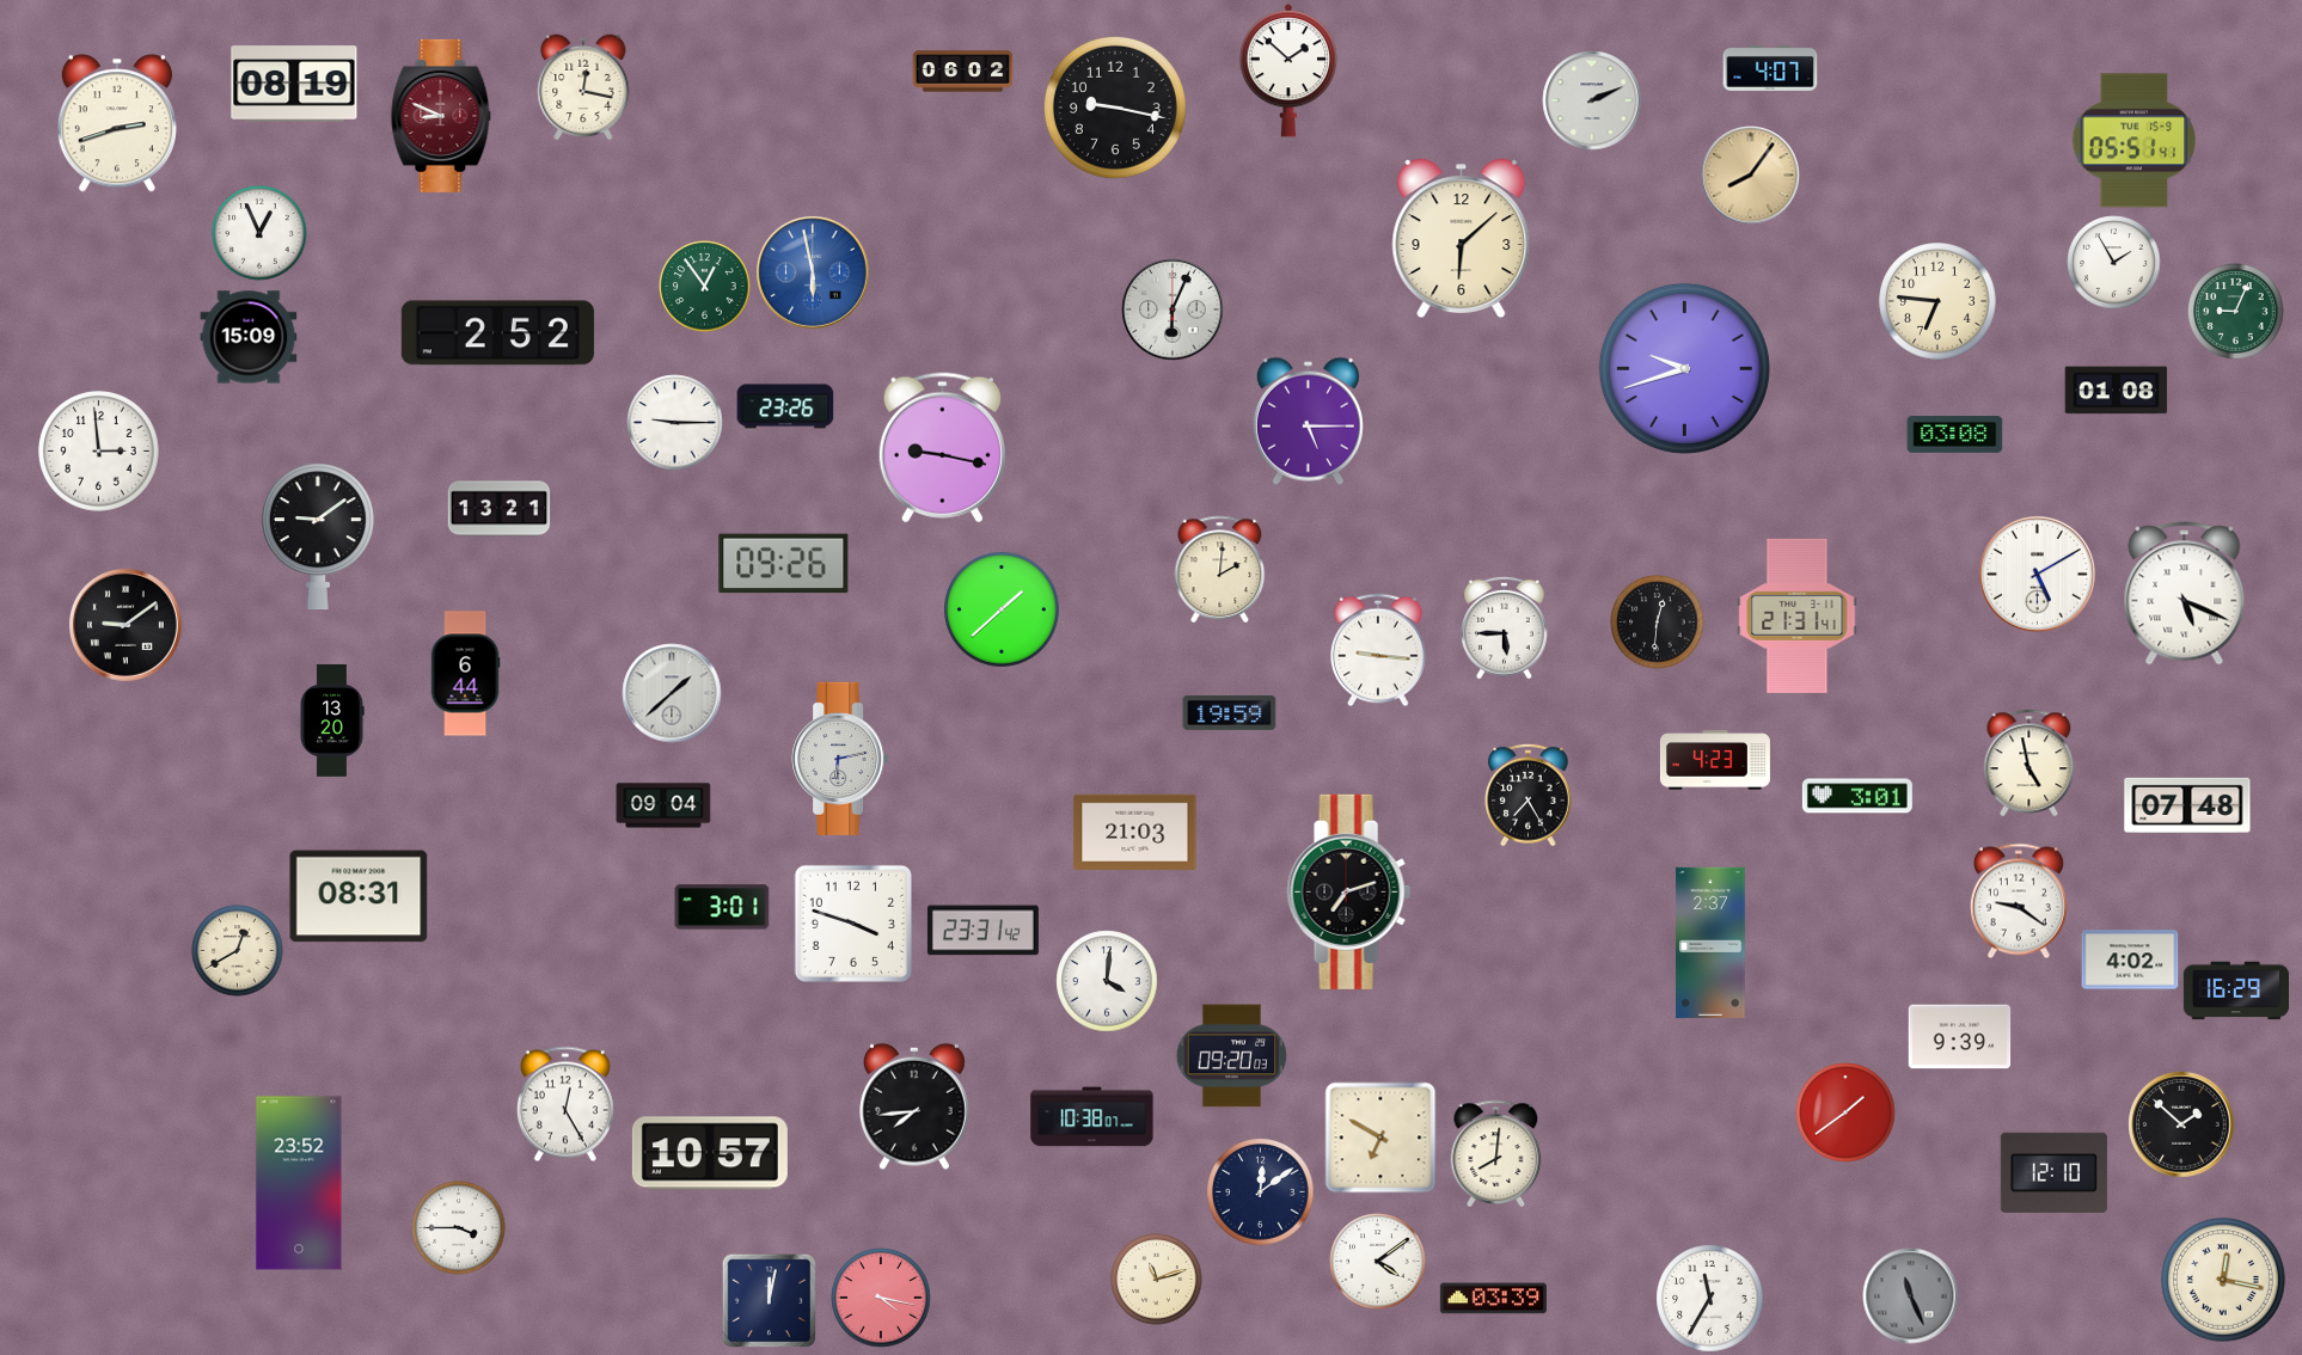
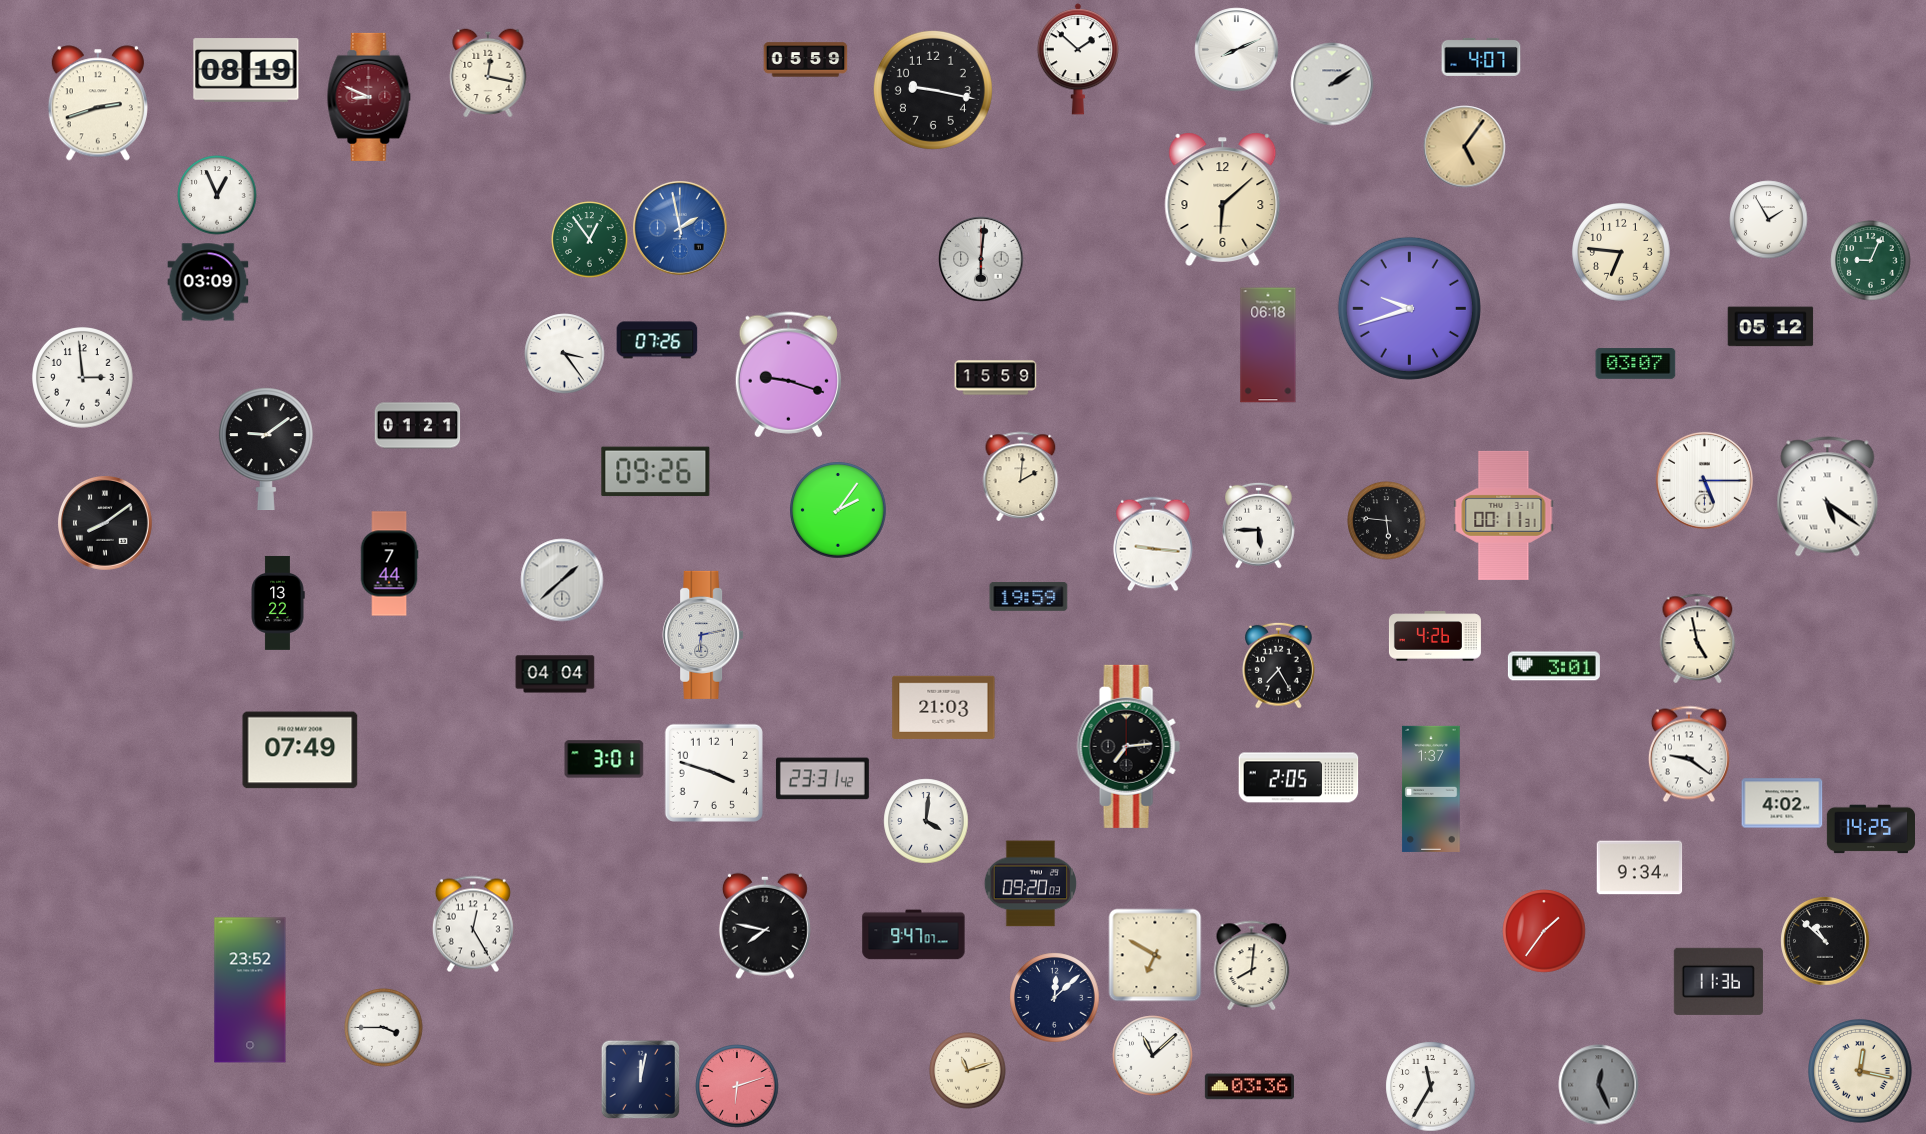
clock at (1237, 50): none -> 8:11
clock at (963, 72): 06:02 -> 05:59
clock at (1592, 100): 2:11 -> 2:09
clock at (2135, 141): 05:51 -> none
clock at (1751, 176): 8:06 -> 5:06
clock at (814, 274): 5:58 -> 1:58
clock at (1173, 309): 6:04 -> 6:01
clock at (497, 333): 2:52 -> none
clock at (249, 337): 15:09 -> 03:09
clock at (2117, 391): 01:08 -> 05:12
clock at (785, 406): 23:26 -> 07:26
clock at (1268, 345): none -> 06:18
clock at (1308, 421): 5:15 -> none
clock at (675, 423): 9:15 -> 3:24
clock at (1955, 435): 03:08 -> 03:07
clock at (942, 448): 9:17 -> 9:18
clock at (996, 378): none -> 15:59
clock at (500, 509): 13:21 -> 01:21
clock at (2037, 574): 5:10 -> 5:15
clock at (2185, 594): 5:19 -> 5:21
clock at (1002, 609): 1:38 -> 2:06
clock at (1798, 615): 21:31 -> 00:11
clock at (1658, 623): 12:31 -> 5:46
clock at (127, 626): 9:09 -> 8:09
clock at (465, 674): 6:44 -> 7:44
clock at (332, 721): 13:20 -> 13:22
clock at (1715, 760): 4:23 -> 4:26
clock at (663, 805): 09:04 -> 04:04
clock at (2187, 805): 07:48 -> none
clock at (1135, 832) position: (1135, 832) -> (944, 707)
clock at (1348, 891): 7:12 -> 7:14
clock at (359, 896): 08:31 -> 07:49
clock at (1299, 778): none -> 2:05
clock at (1710, 943): 2:37 -> 1:37
clock at (238, 951): 12:40 -> none
clock at (2235, 991): 16:29 -> 14:25
clock at (1960, 1037): 9:39 -> 9:34
clock at (914, 1106): 7:44 -> 7:47
clock at (1845, 1112): 1:39 -> 1:36
clock at (1092, 1117): 10:38 -> 9:47
clock at (2181, 1124): 1:52 -> 10:52
clock at (1380, 1138) position: (1380, 1138) -> (1155, 955)
clock at (710, 1153): 10:57 -> none
clock at (2053, 1172): 12:10 -> 11:36
clock at (1261, 1192): 12:09 -> 12:08
clock at (1378, 1262): 4:09 -> 11:08
clock at (1911, 1296): 11:26 -> 12:26
clock at (881, 1298): 4:17 -> 6:12
clock at (1493, 1299): 03:39 -> 03:36
clock at (769, 1300) position: (769, 1300) -> (640, 1079)
